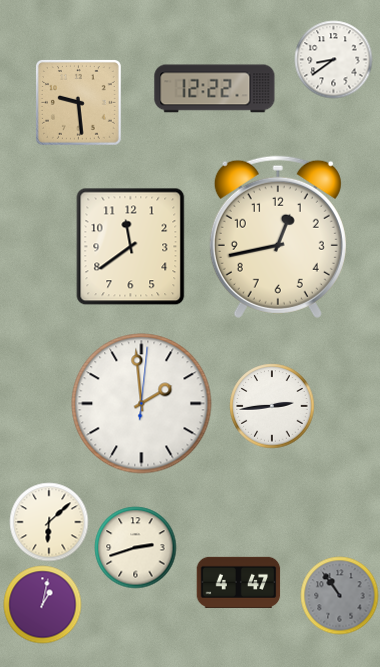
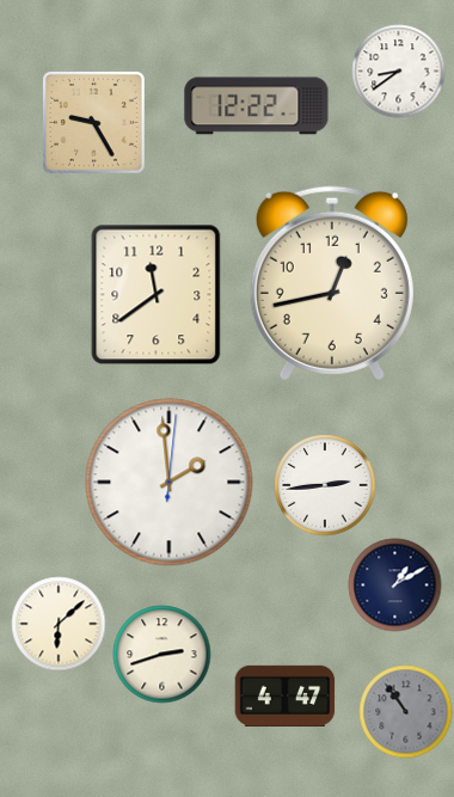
clock at (78, 102): 9:29 -> 9:25
clock at (394, 584): none -> 1:10
clock at (42, 604): 1:02 -> none
